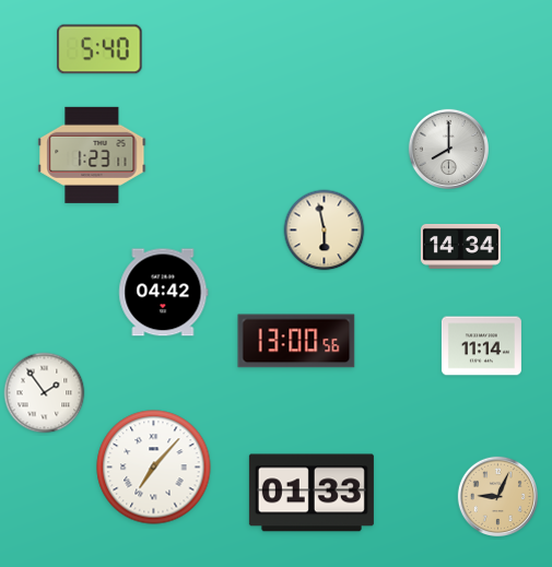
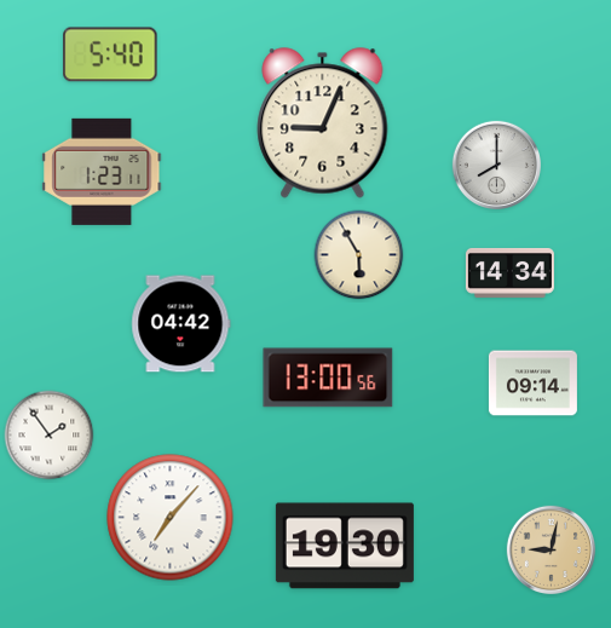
clock at (323, 123): none -> 9:04
clock at (325, 231): 5:58 -> 5:55
clock at (481, 346): 11:14 -> 09:14
clock at (312, 493): 01:33 -> 19:30
clock at (497, 496): 9:04 -> 9:02
